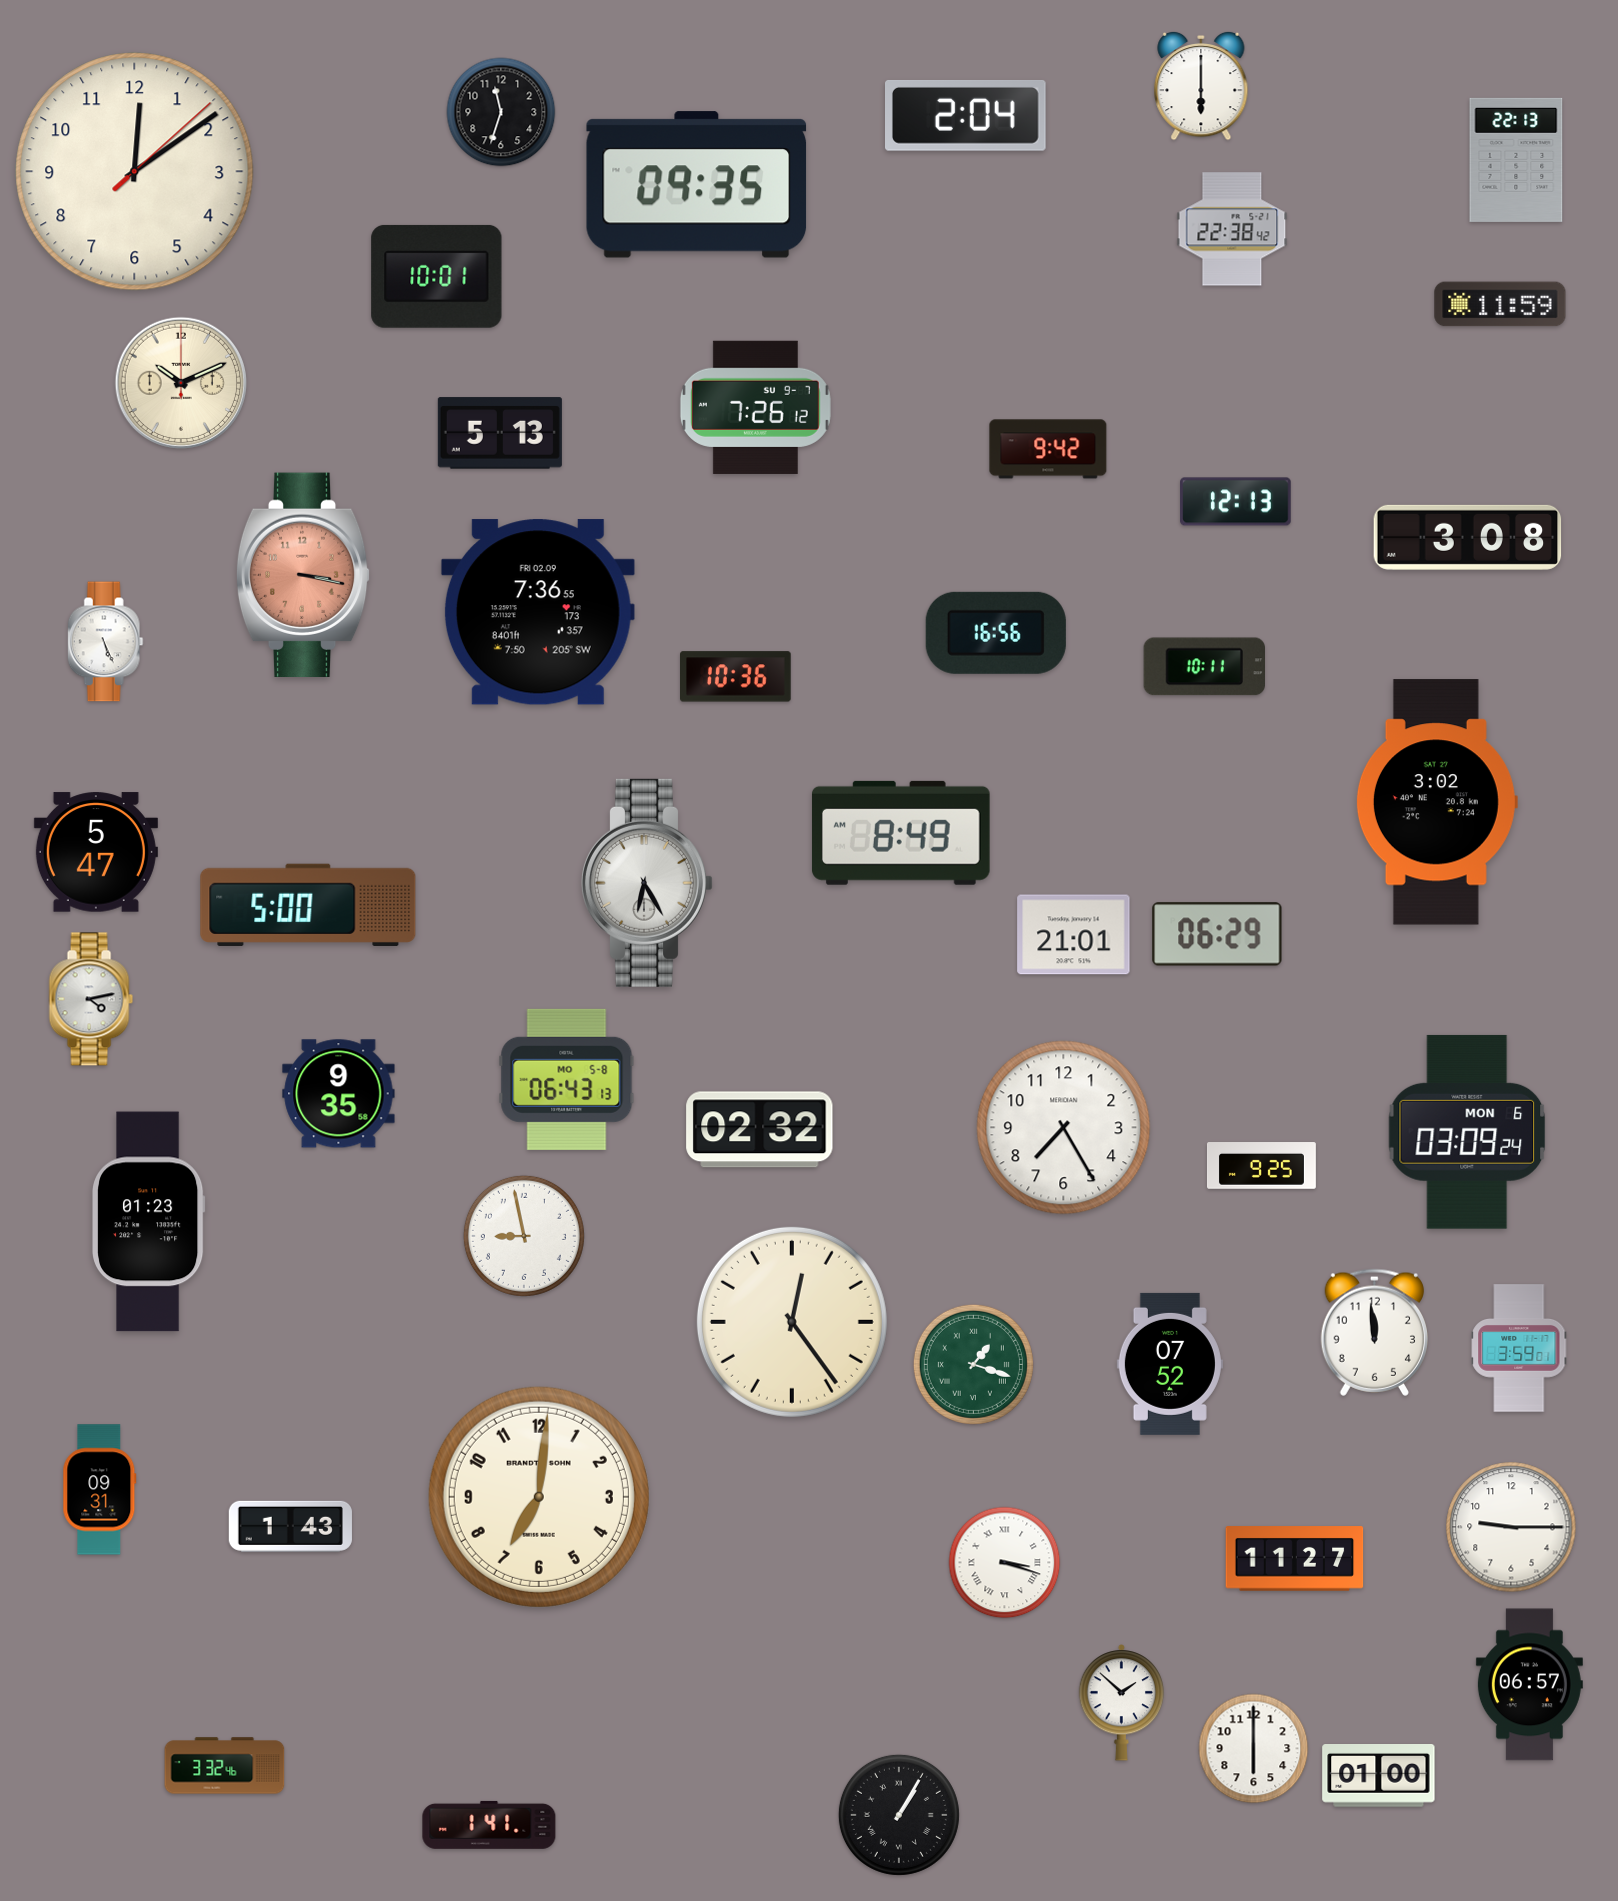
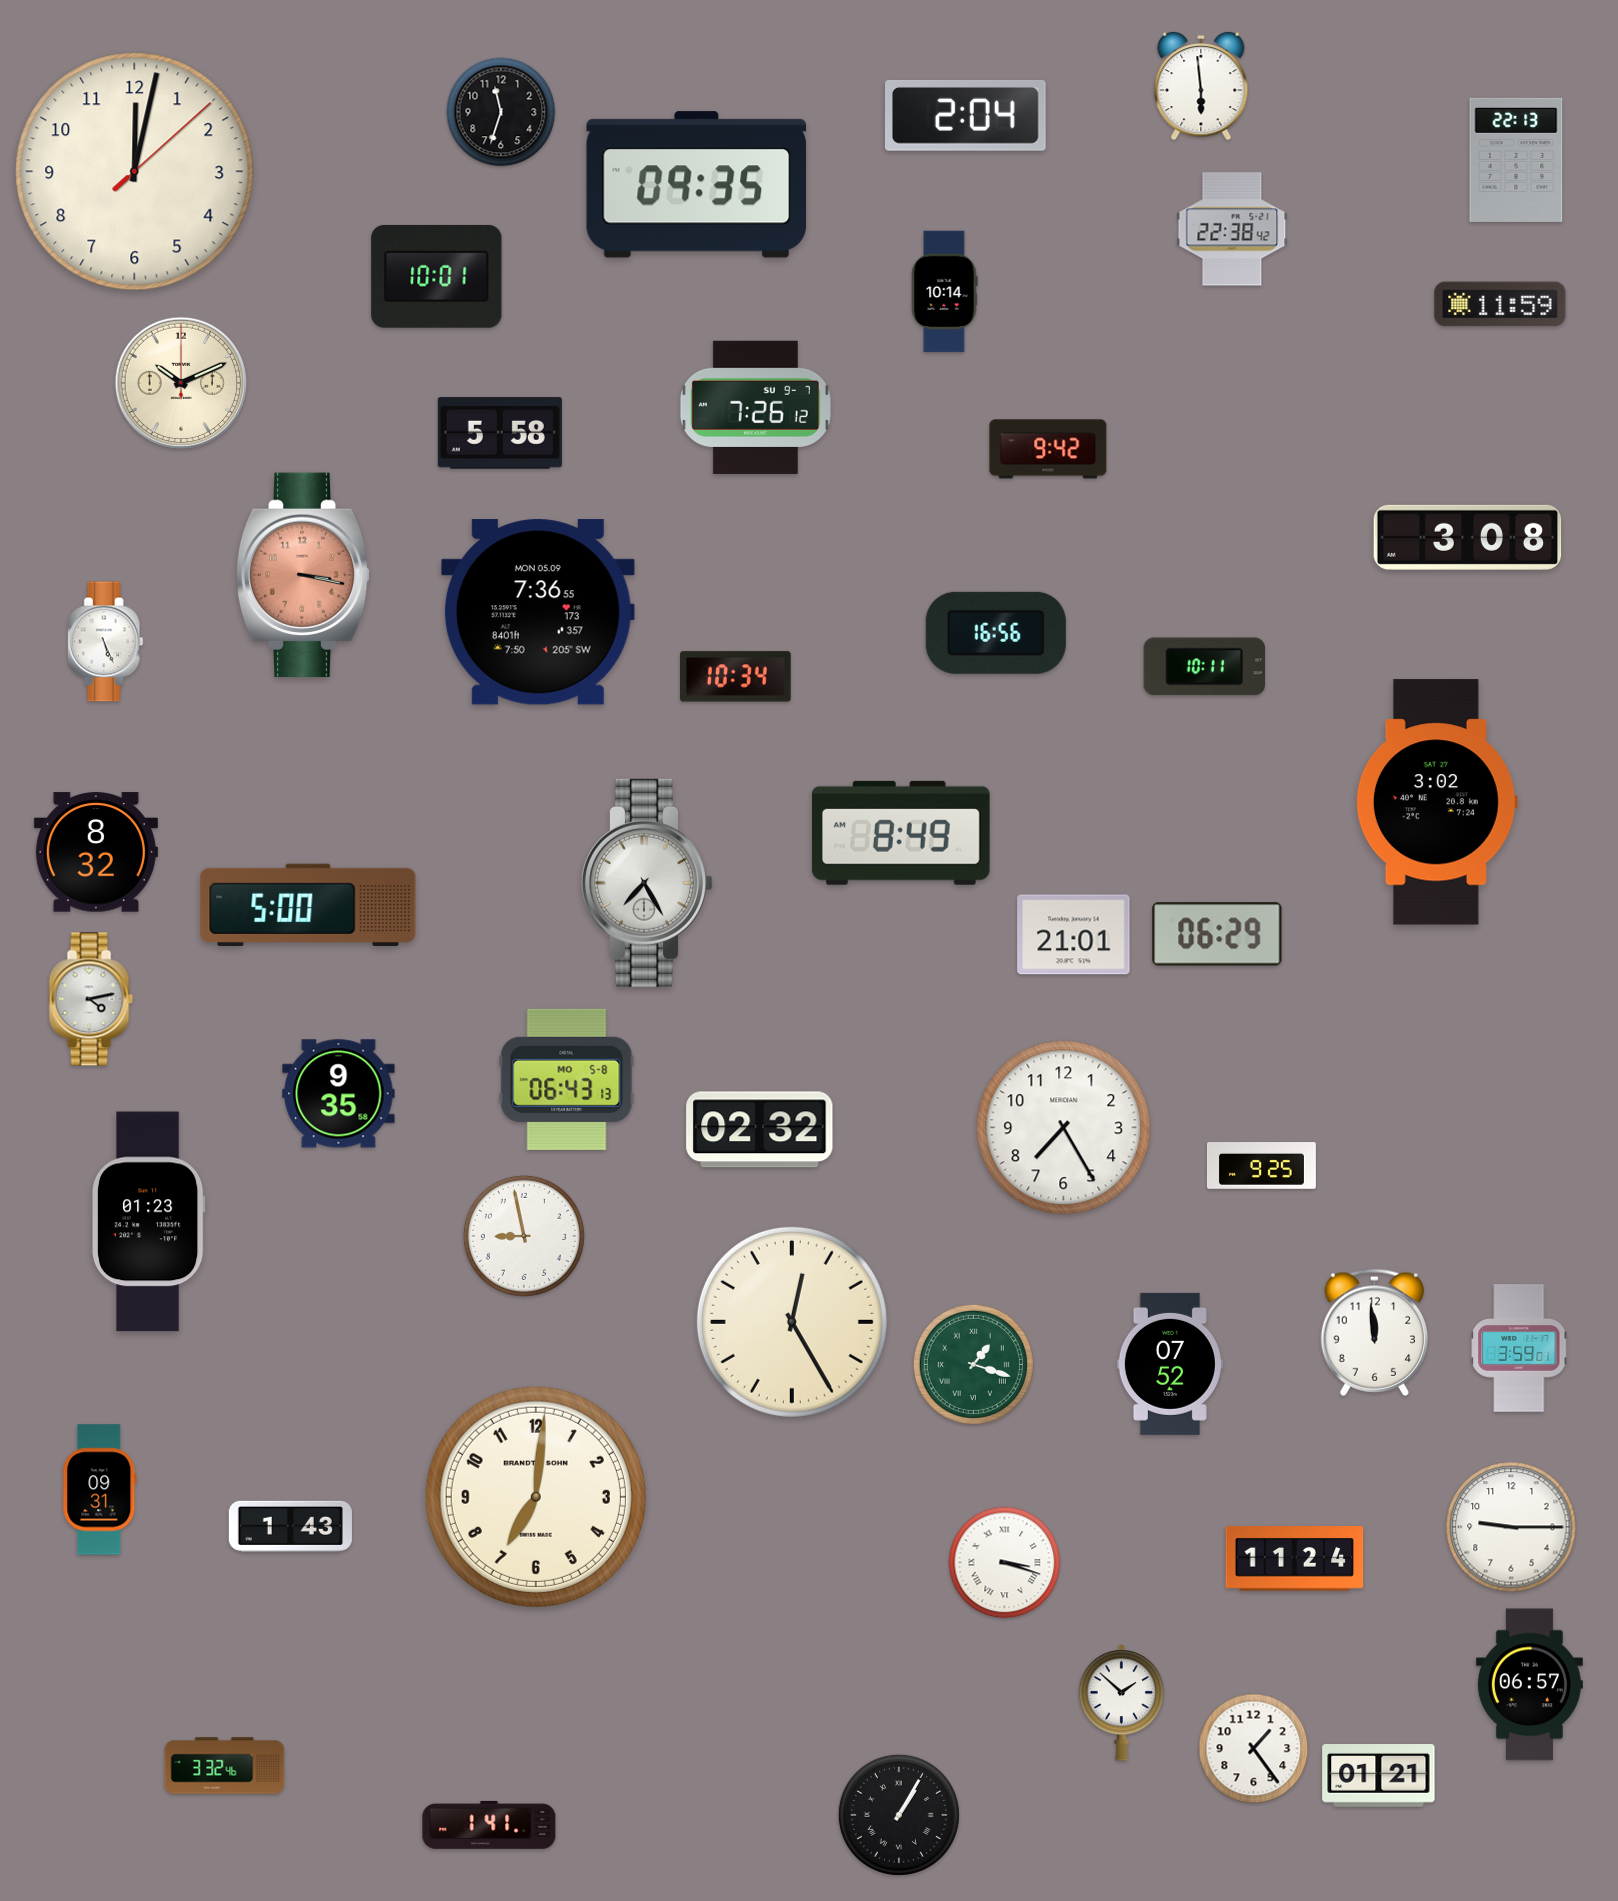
clock at (1201, 86): 6:00 -> 5:59
clock at (135, 172): 12:09 -> 12:02
clock at (944, 292): none -> 10:14
clock at (500, 433): 5:13 -> 5:58
clock at (1236, 502): 12:13 -> none
clock at (538, 612) date: FRI 02.09 -> MON 05.09
clock at (736, 677): 10:36 -> 10:34
clock at (96, 852): 5:47 -> 8:32
clock at (647, 883): 6:25 -> 7:25
clock at (1467, 1132): 03:09 -> none
clock at (792, 1322): 12:24 -> 12:25
clock at (539, 1497) position: (539, 1497) -> (536, 1497)
clock at (1295, 1559): 11:27 -> 11:24
clock at (1254, 1749): 6:00 -> 1:24
clock at (1379, 1776): 01:00 -> 01:21
